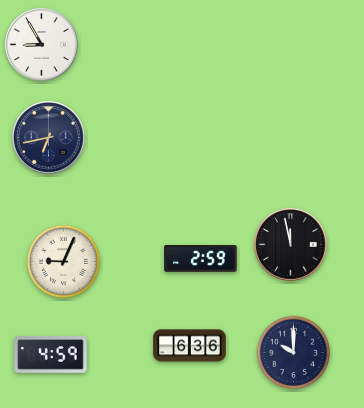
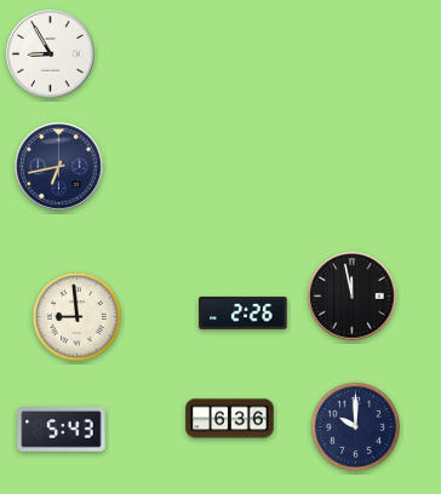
clock at (201, 259): 2:59 -> 2:26
clock at (63, 261): 9:04 -> 8:59
clock at (51, 355): 4:59 -> 5:43
